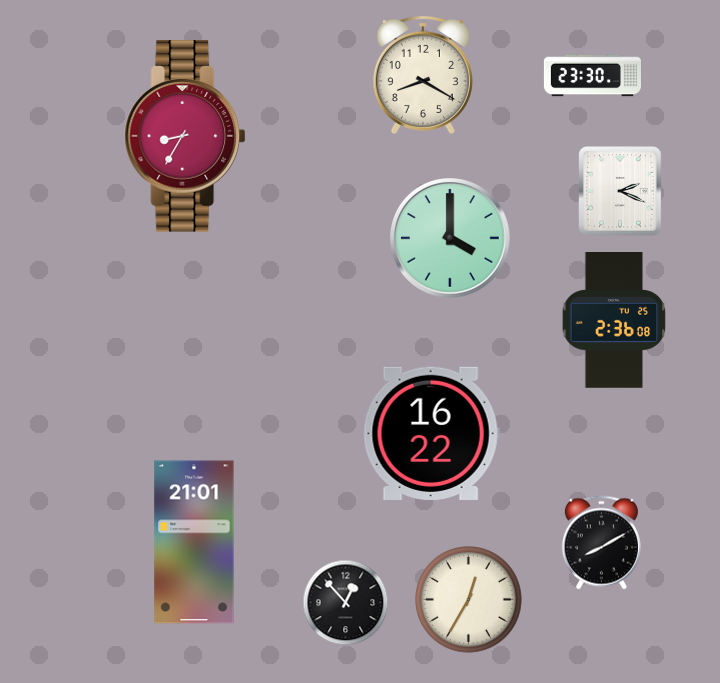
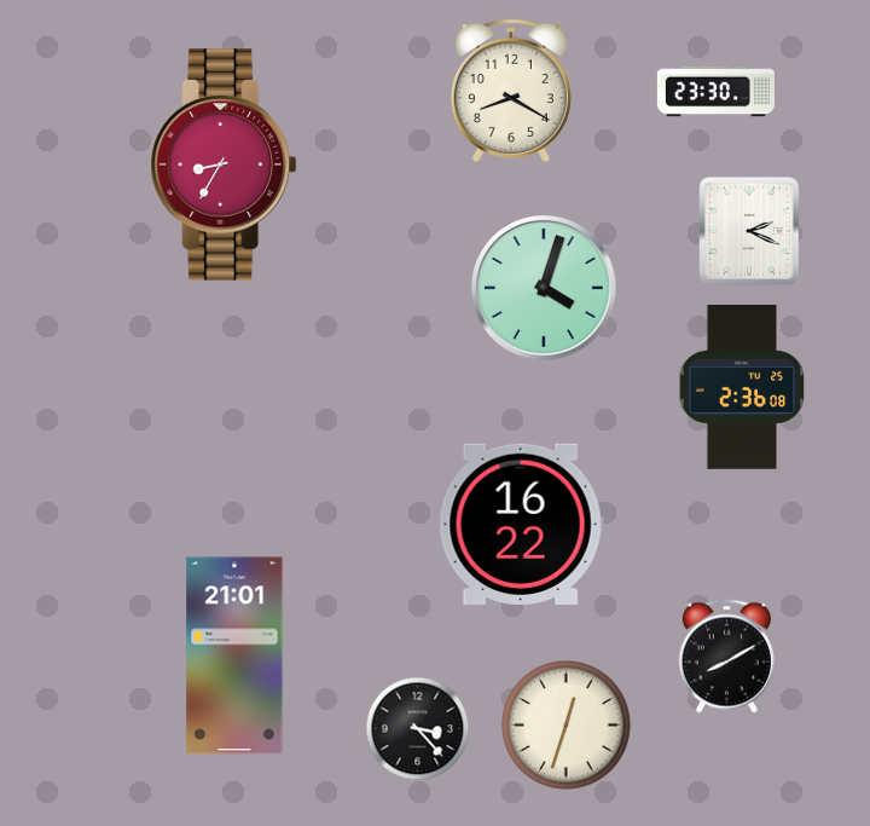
clock at (451, 239): 4:00 -> 4:03
clock at (469, 600): 12:35 -> 12:33
clock at (346, 603): 12:53 -> 3:23
